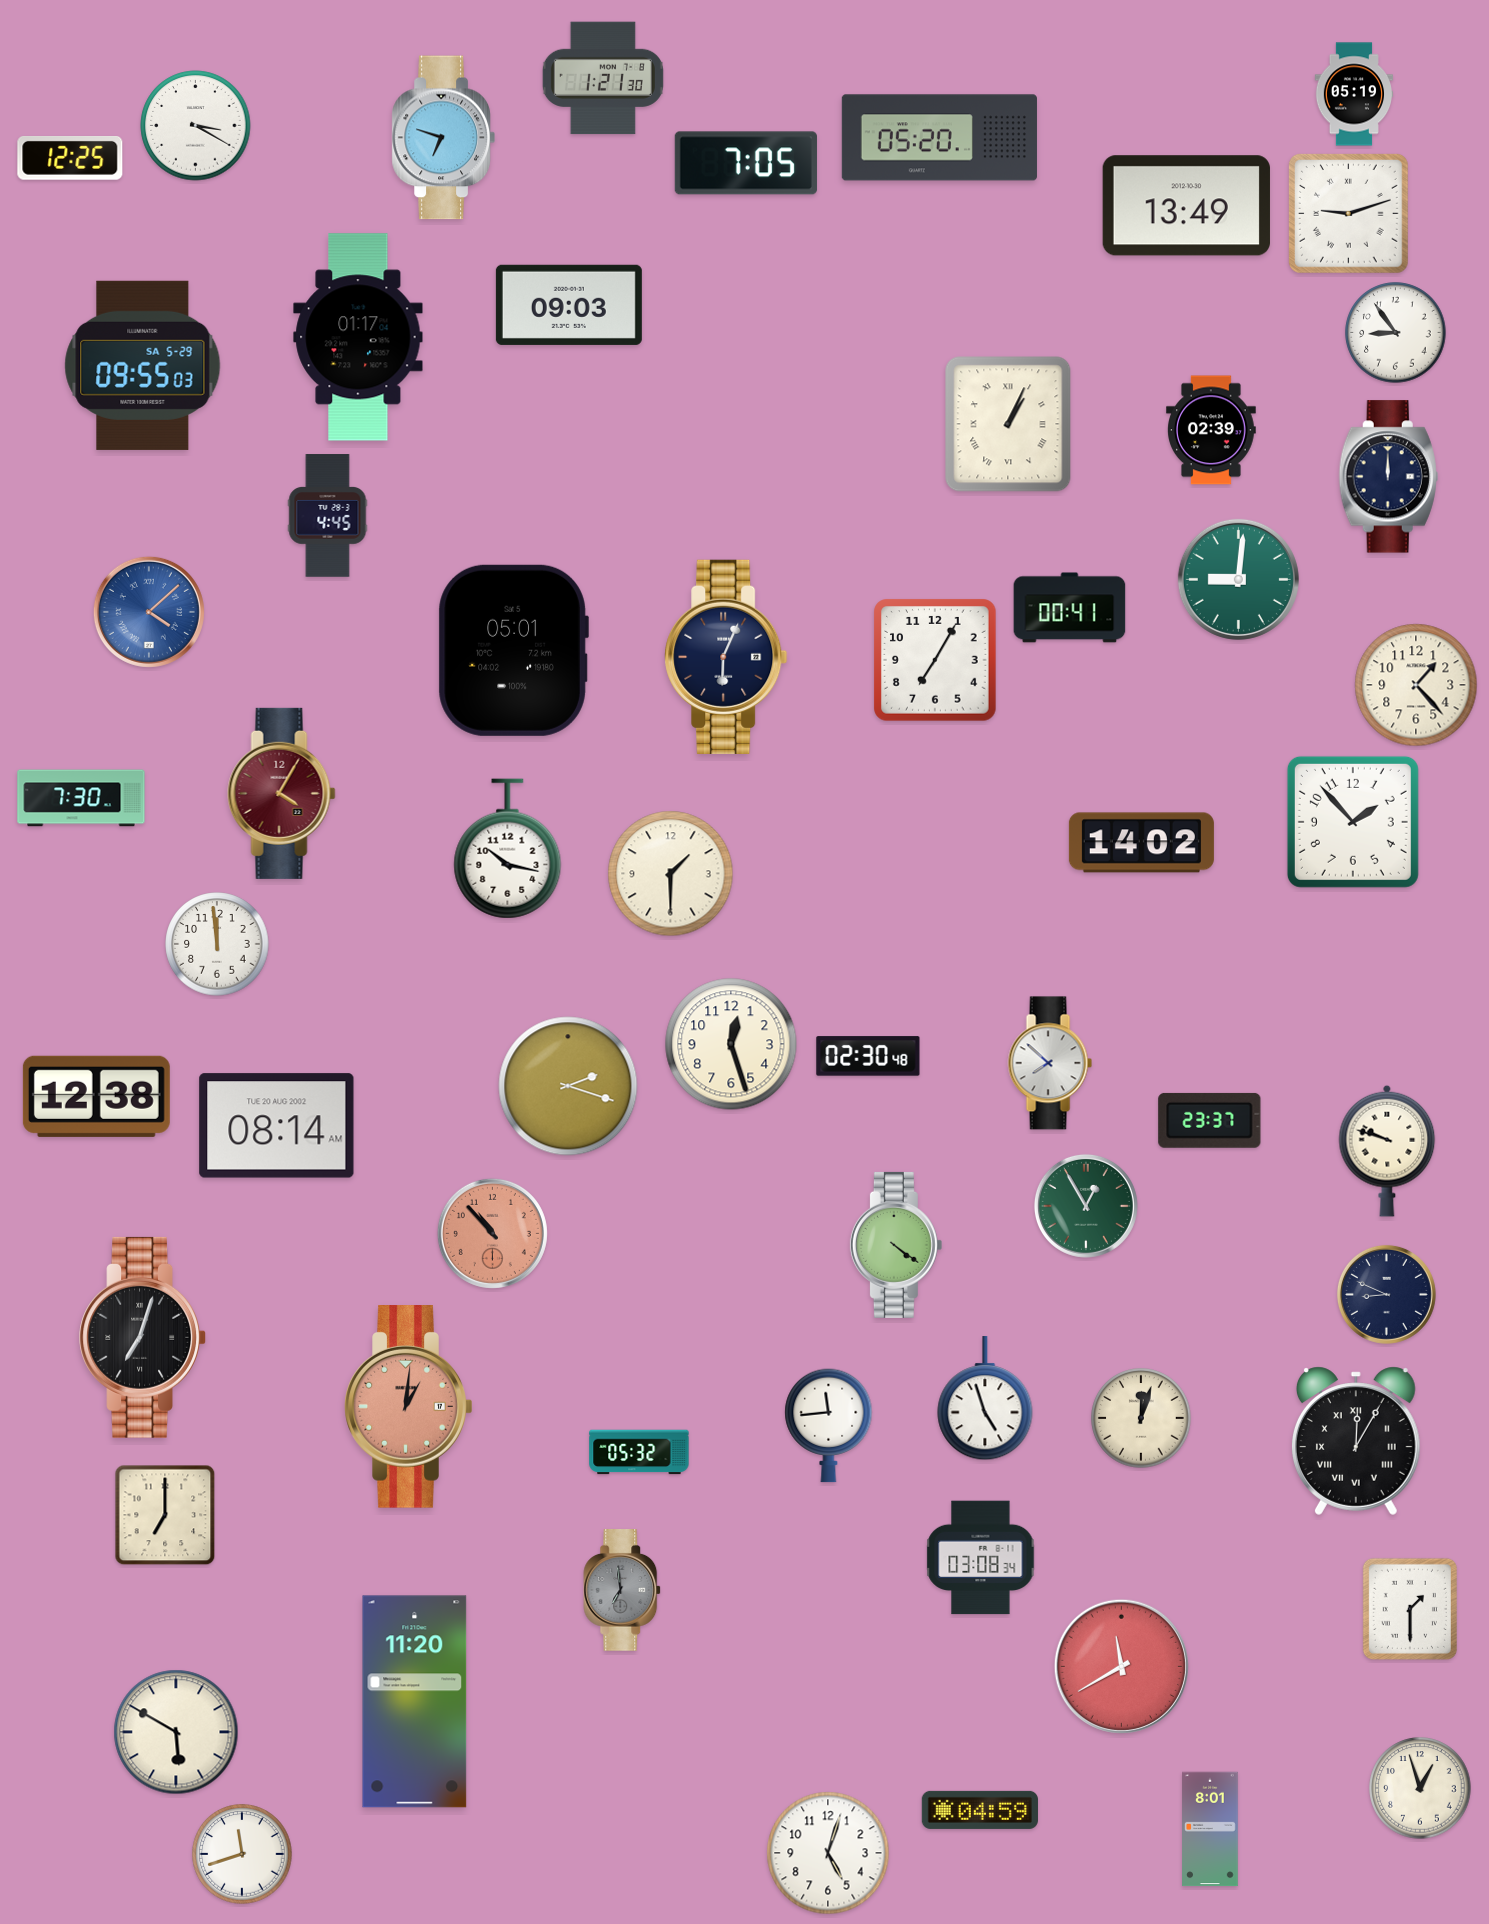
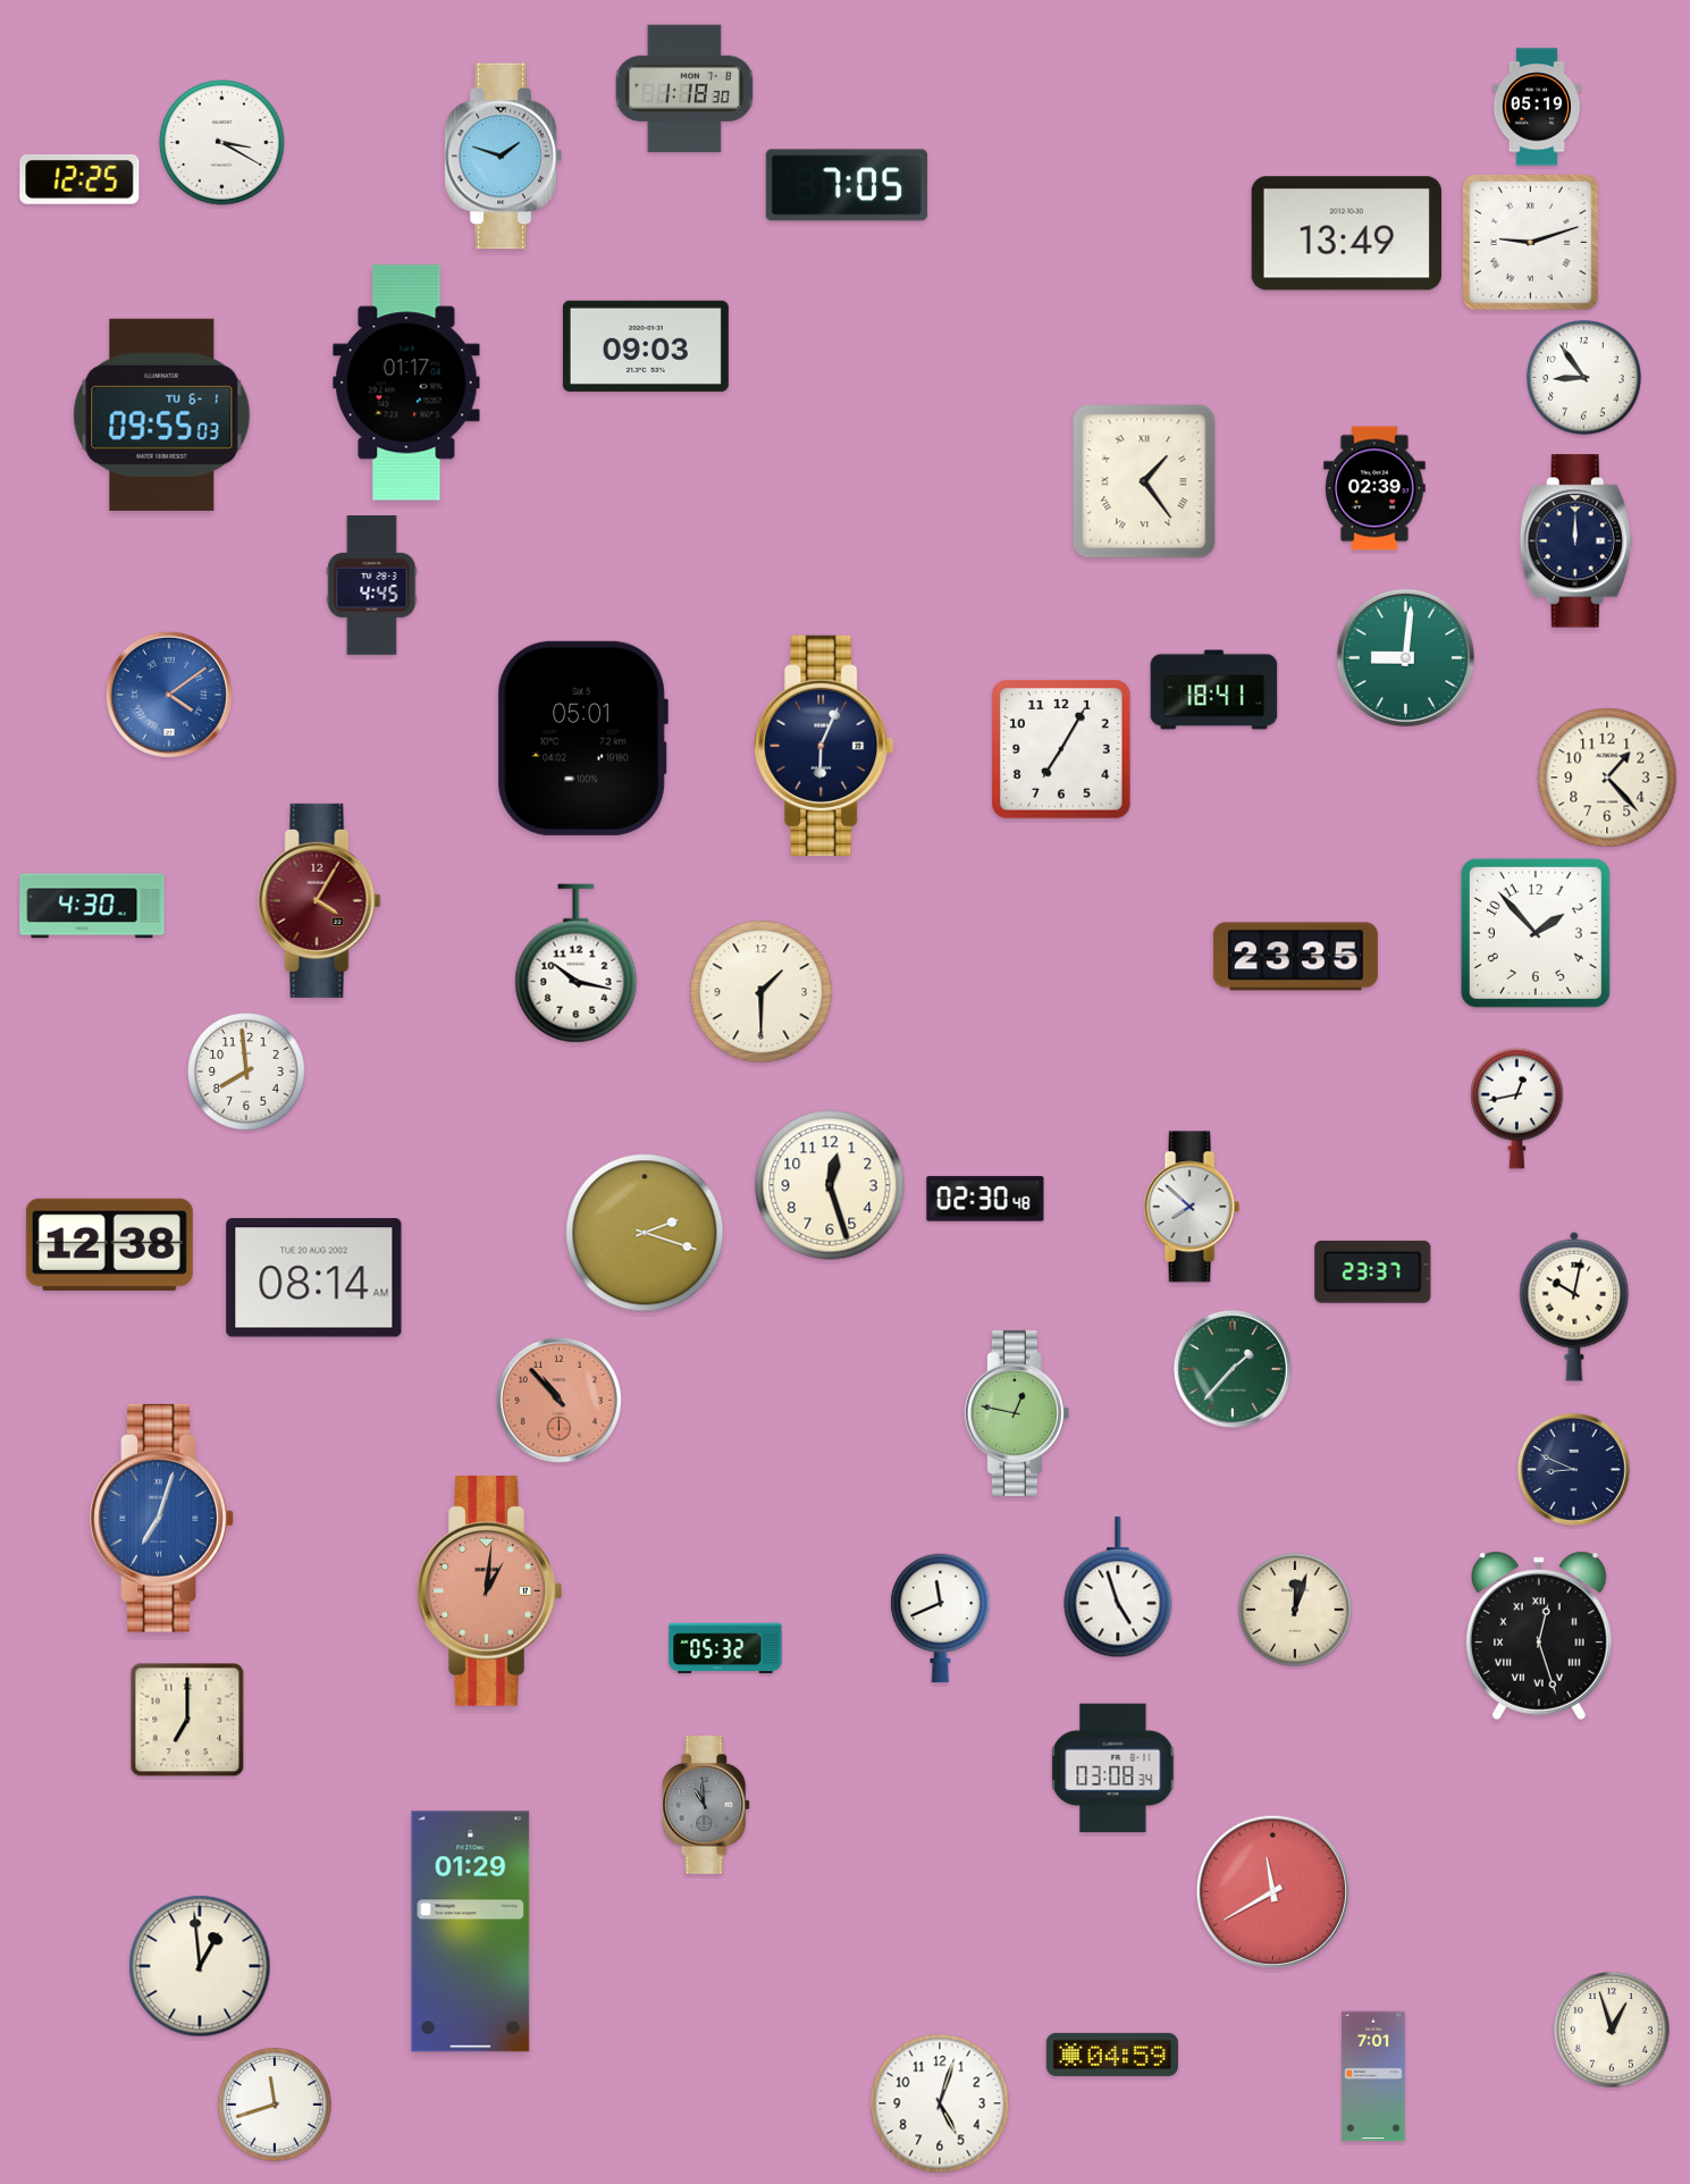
clock at (603, 78): 1:21 -> 1:18
clock at (443, 138): 6:48 -> 1:48
clock at (939, 138): 05:20 -> none
clock at (143, 365) date: SA 5-29 -> TU 6-1
clock at (1008, 424): 1:04 -> 1:24
clock at (1070, 608): 00:41 -> 18:41
clock at (149, 612): 4:08 -> 4:09
clock at (81, 798): 7:30 -> 4:30
clock at (1141, 843): 14:02 -> 23:35
clock at (217, 944): 11:59 -> 7:59
clock at (1517, 1108): none -> 12:43
clock at (1387, 1151): 9:48 -> 10:02
clock at (1086, 1206): 12:55 -> 1:37
clock at (896, 1245): 4:21 -> 12:47
clock at (143, 1337) dial: black -> blue
clock at (409, 1407) position: (409, 1407) -> (490, 1591)
clock at (829, 1426): 11:44 -> 11:41
clock at (1356, 1441): 12:05 -> 12:27
clock at (623, 1591): 6:59 -> 10:59
clock at (1410, 1609): 1:30 -> none
clock at (415, 1702): 11:20 -> 01:29
clock at (176, 1732): 5:50 -> 12:59
clock at (1210, 1829): 8:01 -> 7:01
